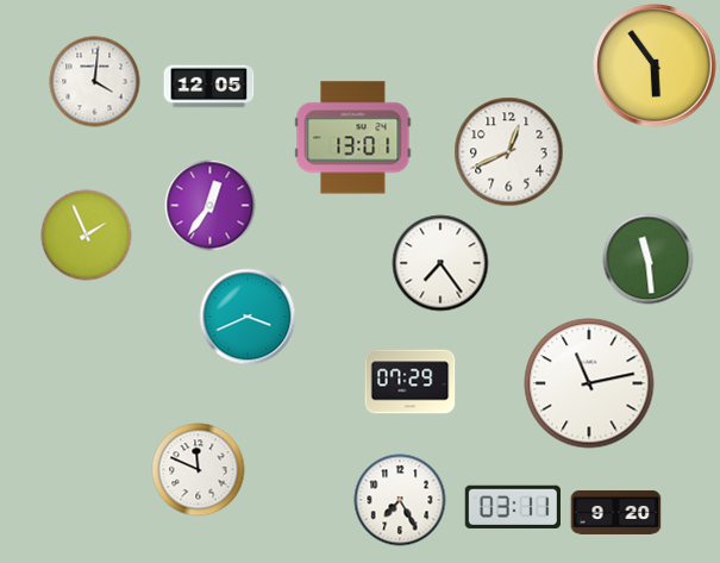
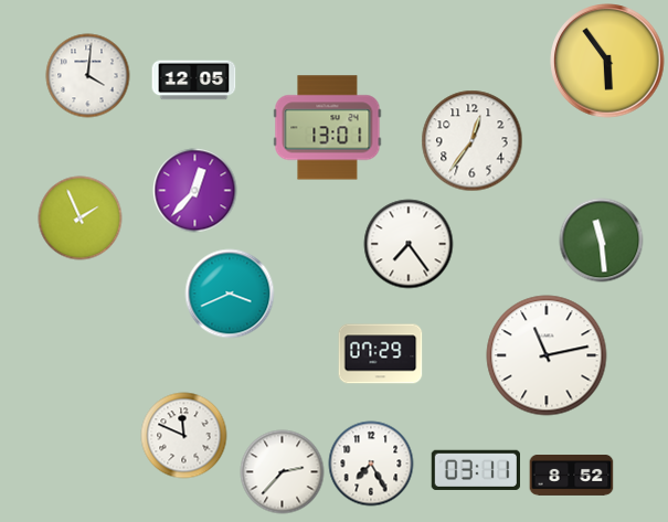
clock at (509, 152): 12:41 -> 12:36
clock at (211, 206): 12:36 -> 12:37
clock at (283, 472): none -> 2:37
clock at (616, 513): 9:20 -> 8:52
